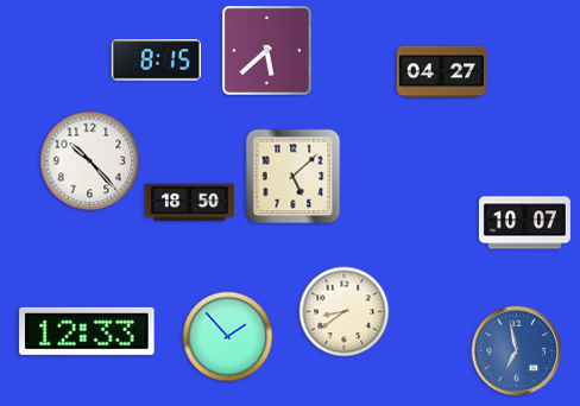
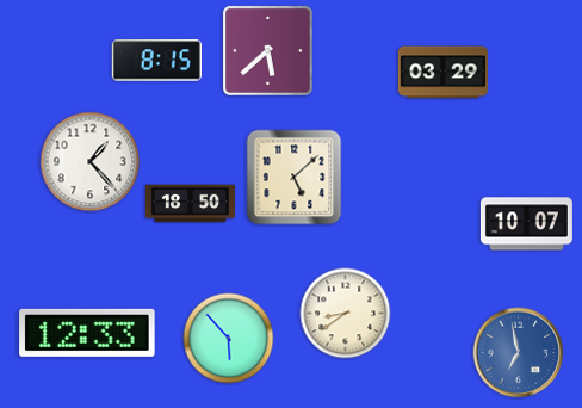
clock at (441, 72): 04:27 -> 03:29
clock at (90, 161): 10:23 -> 1:23
clock at (228, 337): 1:53 -> 5:53
